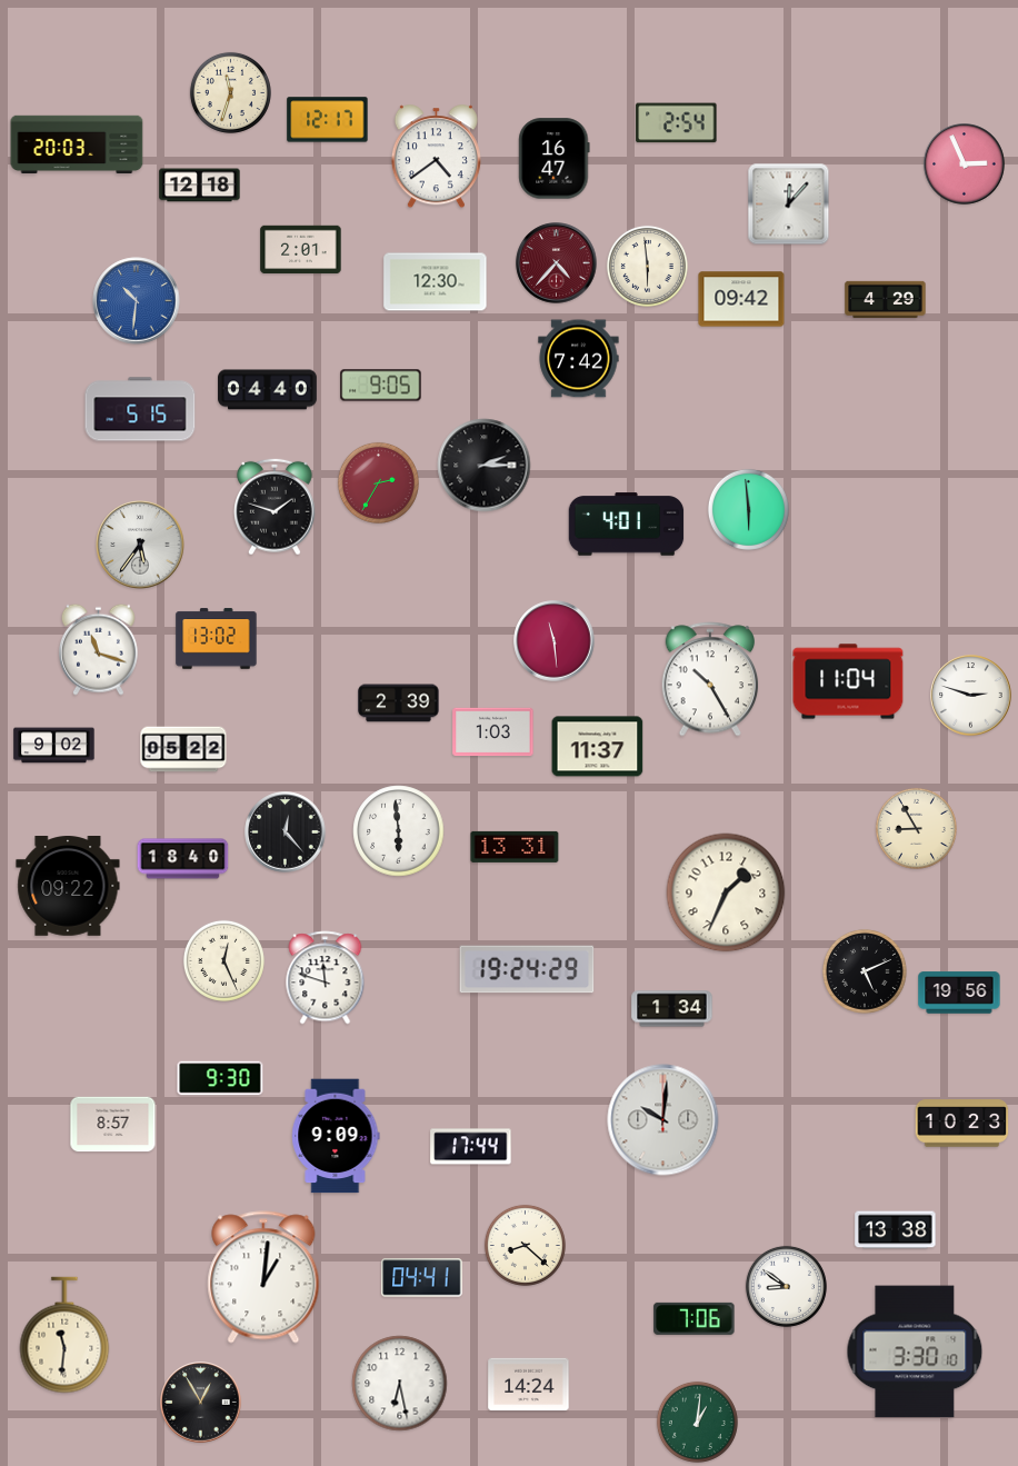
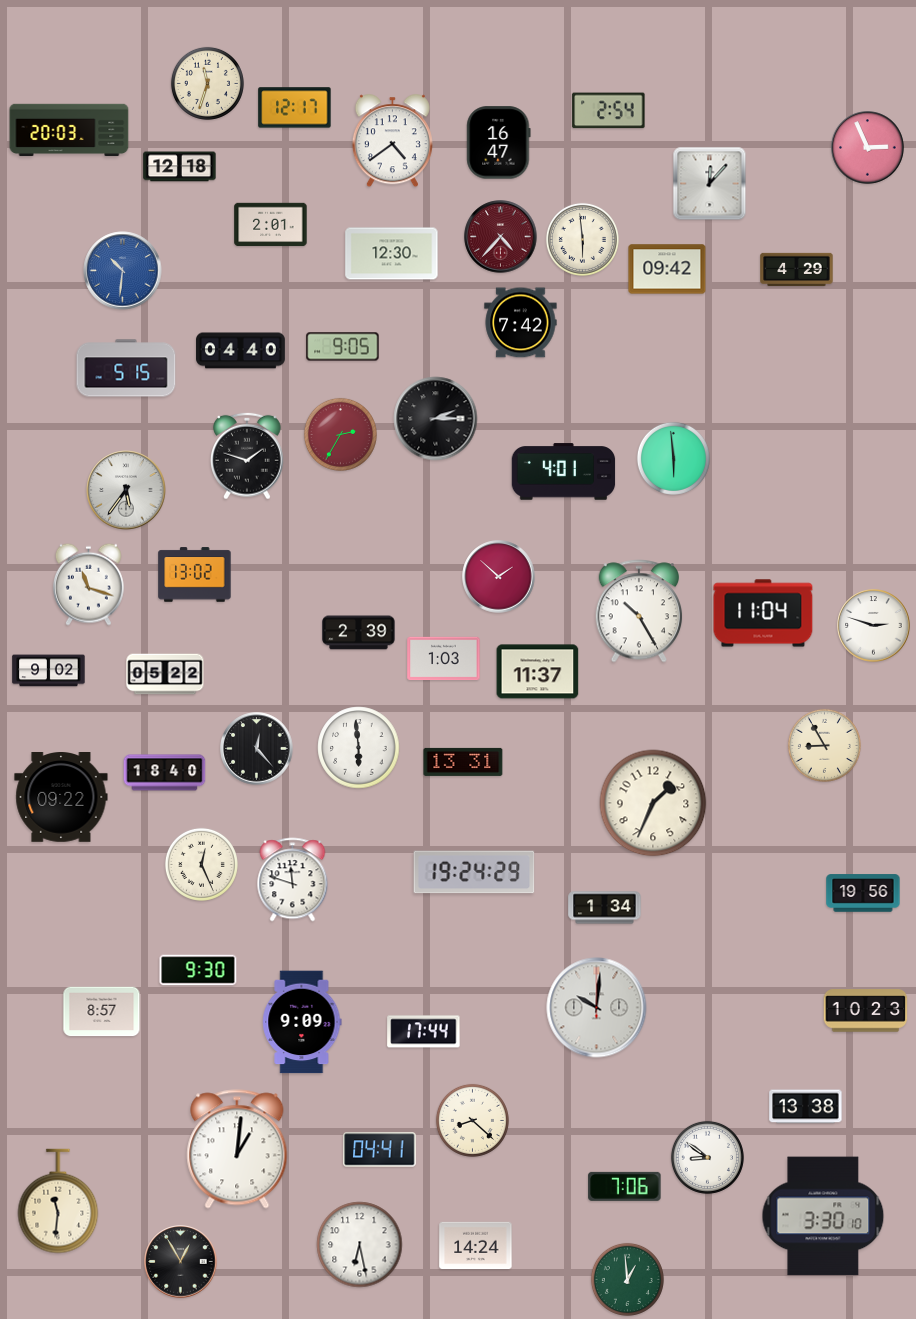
clock at (555, 641): 11:29 -> 1:52
clock at (865, 971): 5:11 -> none
clock at (697, 1422): 1:01 -> 12:59
